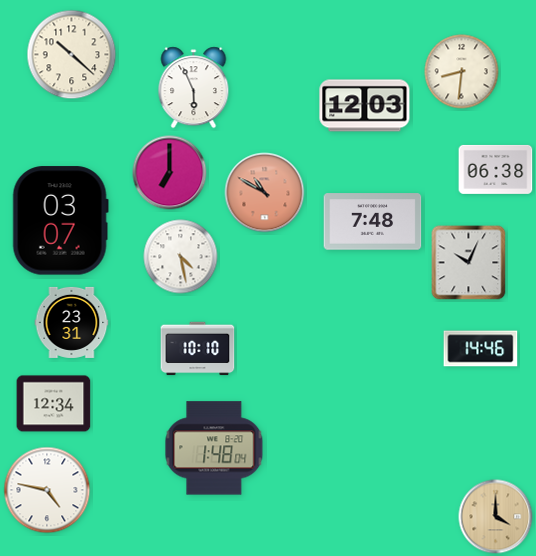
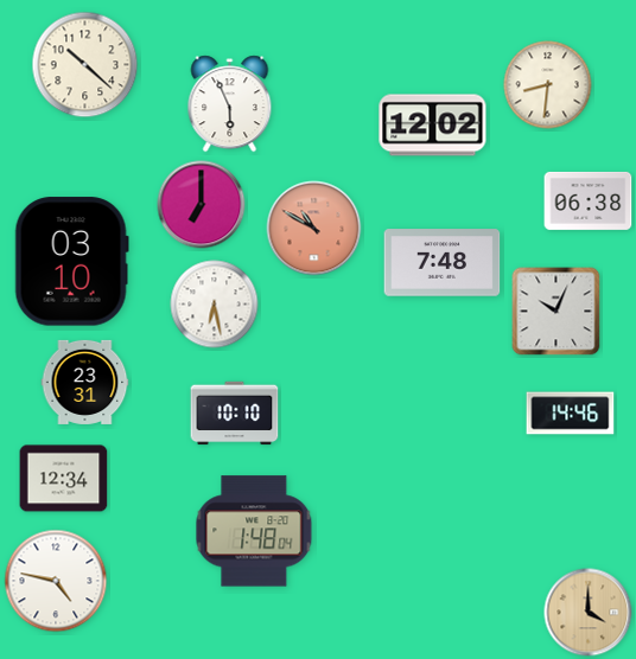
clock at (365, 106): 12:03 -> 12:02
clock at (60, 221): 03:07 -> 03:10
clock at (181, 257): 4:28 -> 6:28
